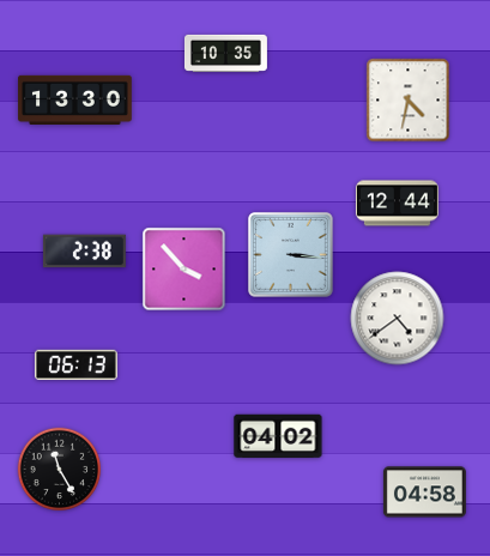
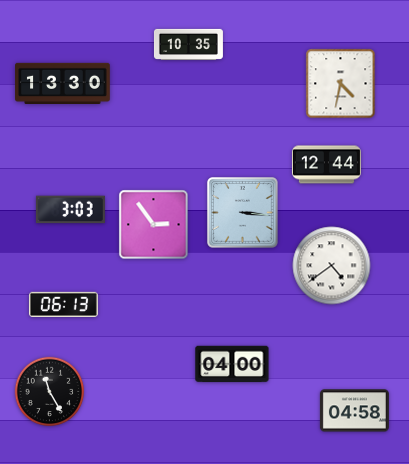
clock at (397, 204) position: (397, 204) -> (326, 165)
clock at (84, 252): 2:38 -> 3:03
clock at (184, 270): 3:53 -> 2:54
clock at (278, 436): 04:02 -> 04:00
